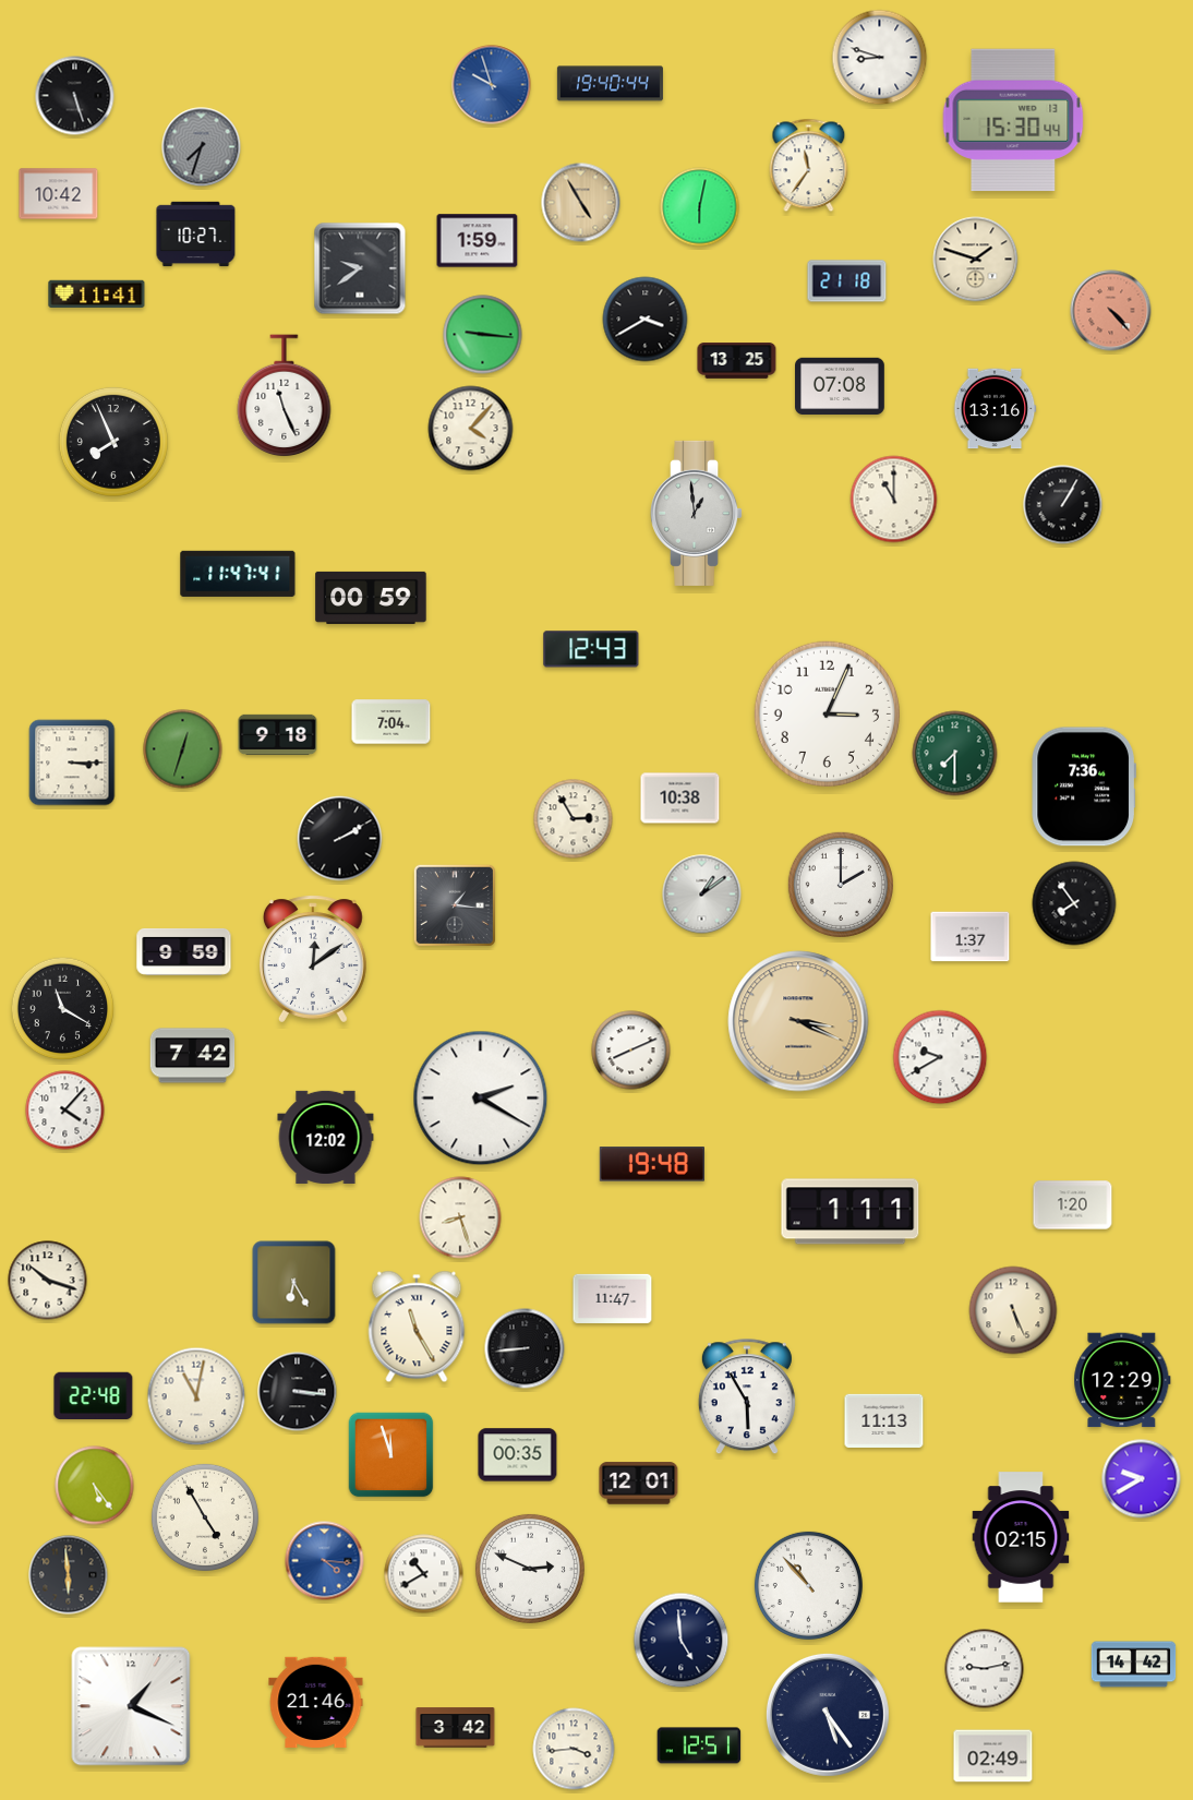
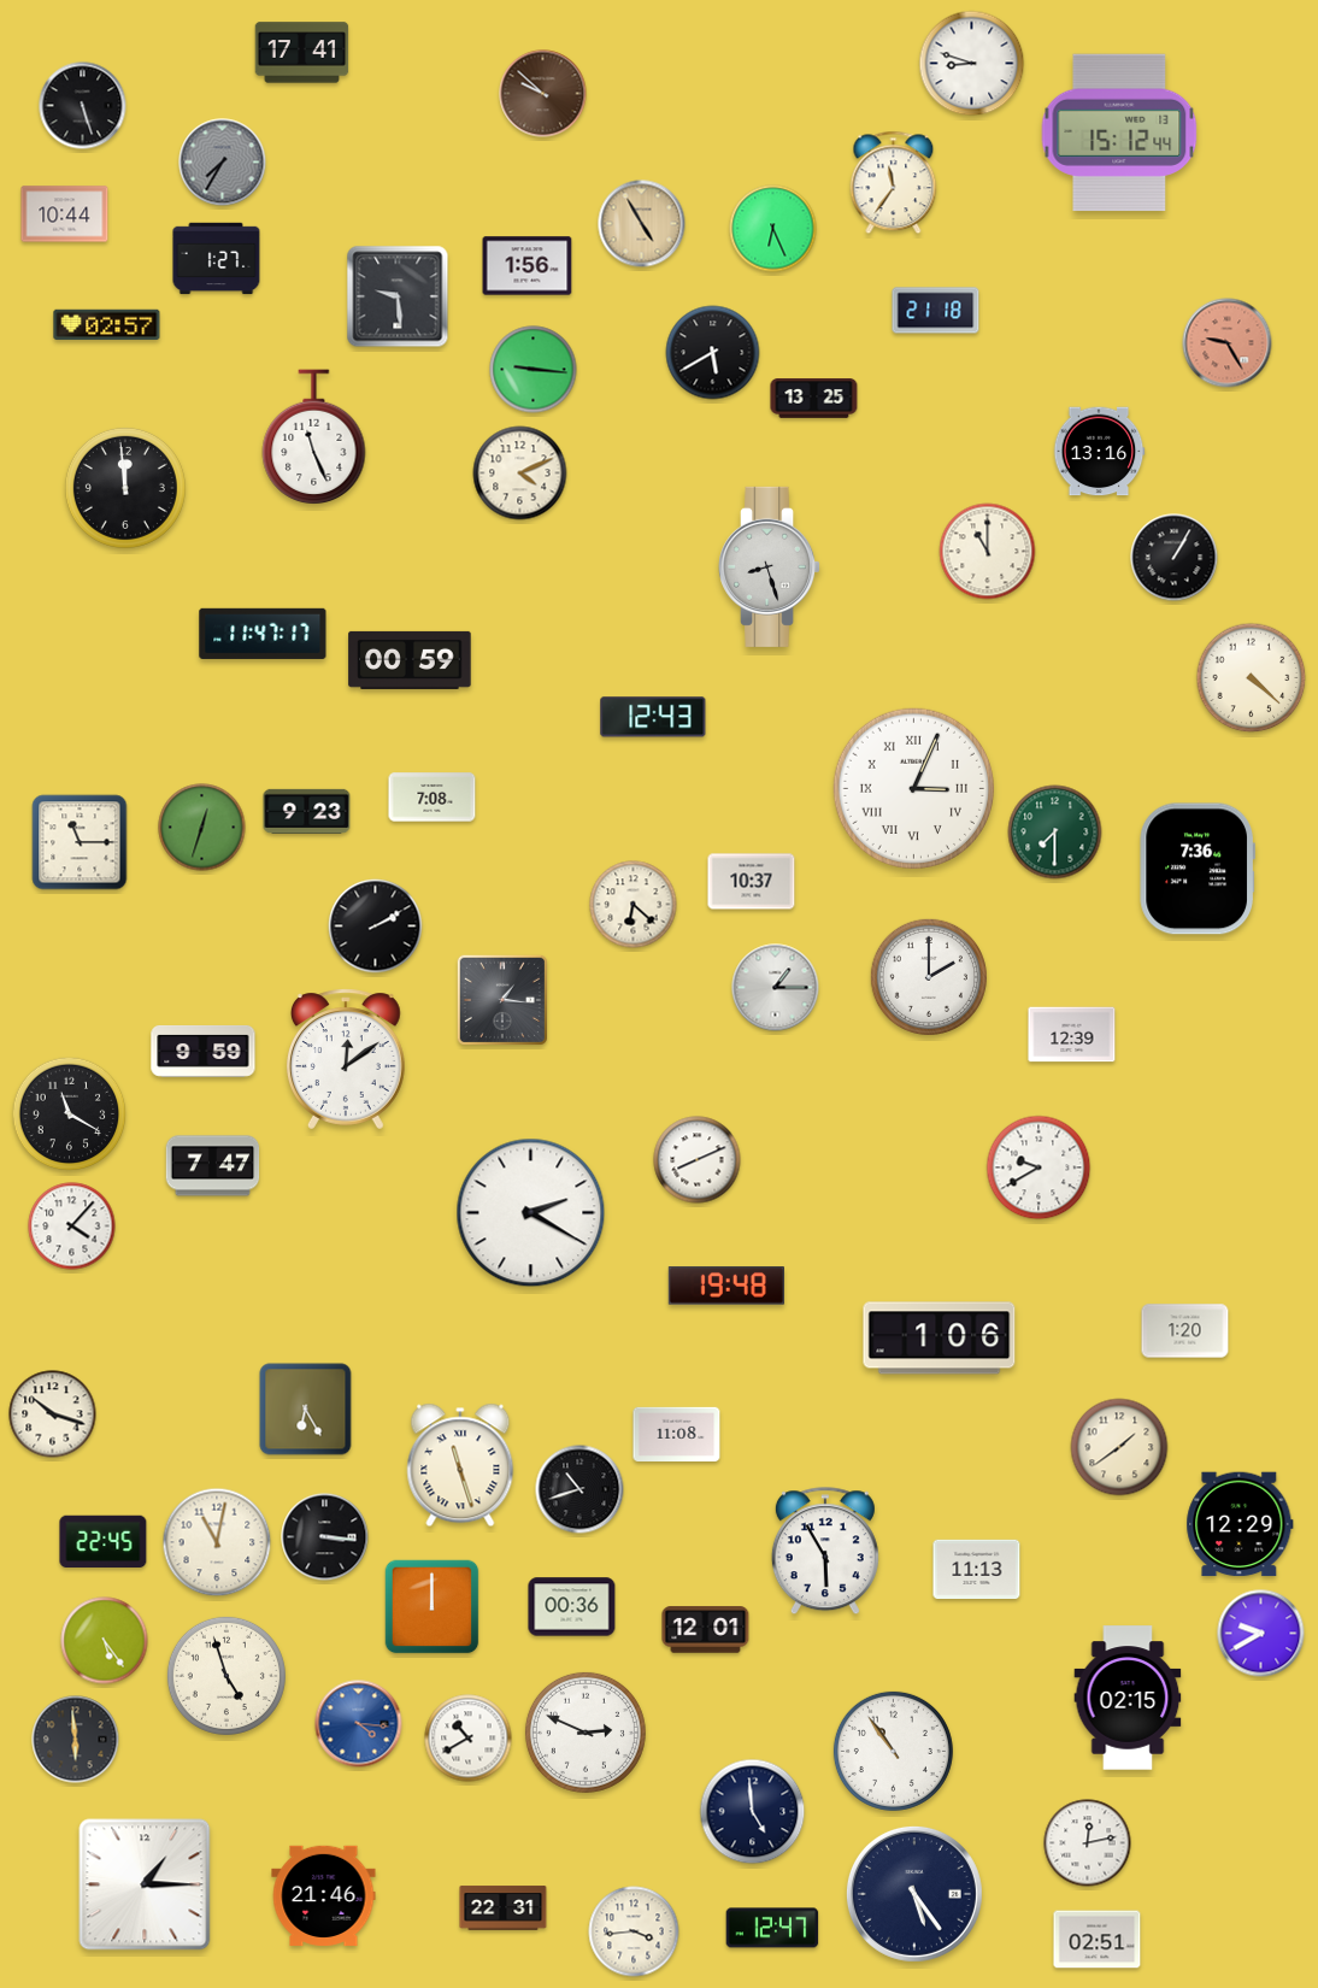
clock at (302, 53): none -> 17:41
clock at (610, 84): 19:40 -> none
clock at (492, 85): 9:57 -> 9:52
clock at (492, 85) dial: blue -> brown
clock at (1013, 120): 15:30 -> 15:12
clock at (202, 147): 7:33 -> 7:35
clock at (59, 194): 10:42 -> 10:44
clock at (700, 207): 6:02 -> 6:26
clock at (196, 235): 10:27 -> 1:27
clock at (478, 241): 1:59 -> 1:56
clock at (976, 260): 1:48 -> none
clock at (360, 268): 9:39 -> 9:29
clock at (97, 295): 11:41 -> 02:57
clock at (1111, 311): 4:23 -> 9:25
clock at (646, 320): 3:40 -> 5:40
clock at (841, 385): 07:08 -> none
clock at (471, 429): 4:07 -> 4:11
clock at (113, 442): 7:56 -> 11:59
clock at (697, 513): 12:59 -> 8:27
clock at (238, 574): 11:47:41 -> 11:47:17
clock at (1252, 678): none -> 4:22
clock at (827, 713) numerals: Arabic -> Roman
clock at (391, 722): 7:04 -> 7:08
clock at (278, 734): 9:18 -> 9:23
clock at (72, 763): 3:15 -> 11:15
clock at (680, 799): 10:38 -> 10:37
clock at (574, 819): 2:55 -> 6:22
clock at (702, 895): 1:09 -> 1:15
clock at (1074, 903): 7:54 -> none
clock at (971, 937): 1:37 -> 12:39
clock at (798, 1021): 3:19 -> none
clock at (193, 1056): 7:42 -> 7:47
clock at (326, 1137): 12:02 -> none
clock at (652, 1164) position: (652, 1164) -> (726, 1286)
clock at (851, 1212): 1:11 -> 1:06
clock at (460, 1217): 8:27 -> none
clock at (294, 1283) position: (294, 1283) -> (306, 1410)
clock at (613, 1298): 11:47 -> 11:08
clock at (1013, 1310): 5:26 -> 1:39
clock at (417, 1327): 11:25 -> 11:27
clock at (525, 1348): 8:44 -> 10:42
clock at (298, 1392) position: (298, 1392) -> (325, 1537)
clock at (94, 1395): 22:48 -> 22:45
clock at (747, 1397) position: (747, 1397) -> (825, 1552)
clock at (391, 1455): 11:57 -> 12:00
clock at (518, 1455): 00:35 -> 00:36
clock at (639, 1484) position: (639, 1484) -> (706, 1630)
clock at (205, 1517): 4:55 -> 4:57
clock at (808, 1585): 10:53 -> 10:54
clock at (1134, 1665): 14:42 -> none
clock at (985, 1669): 9:13 -> 12:13
clock at (316, 1702) position: (316, 1702) -> (324, 1895)
clock at (131, 1706): 1:19 -> 1:15
clock at (456, 1728): 3:42 -> 22:31
clock at (699, 1745): 12:51 -> 12:47
clock at (993, 1756): 02:49 -> 02:51
